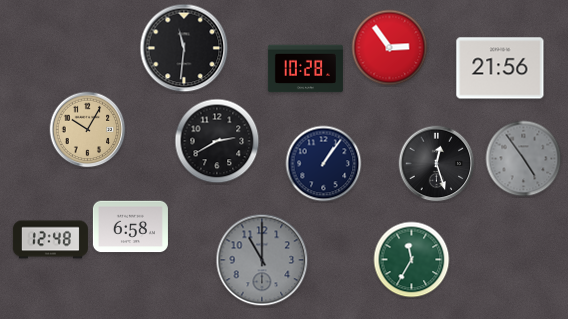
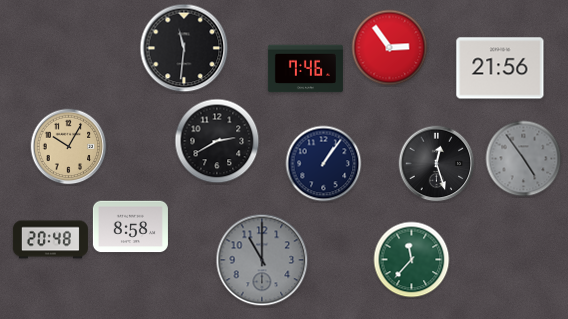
clock at (305, 69): 10:28 -> 7:46
clock at (88, 130) position: (88, 130) -> (69, 147)
clock at (130, 227): 6:58 -> 8:58
clock at (50, 240): 12:48 -> 20:48
clock at (412, 260): 11:35 -> 11:37
